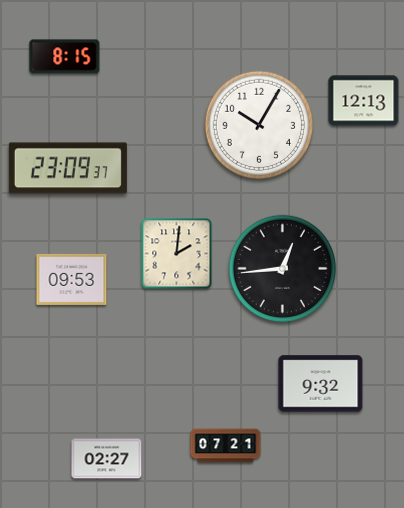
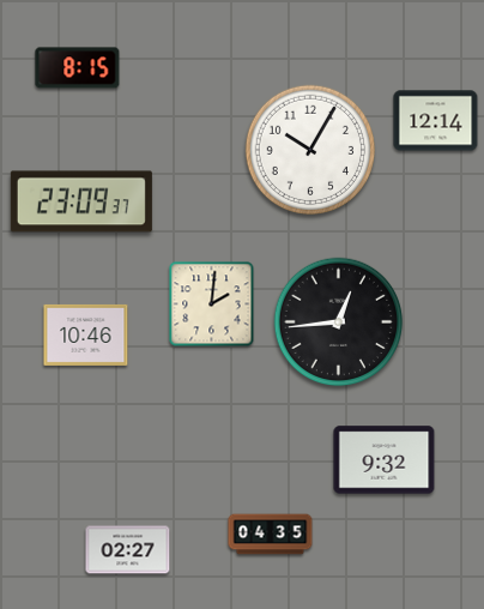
clock at (364, 101): 12:13 -> 12:14
clock at (72, 279): 09:53 -> 10:46
clock at (226, 446): 07:21 -> 04:35
